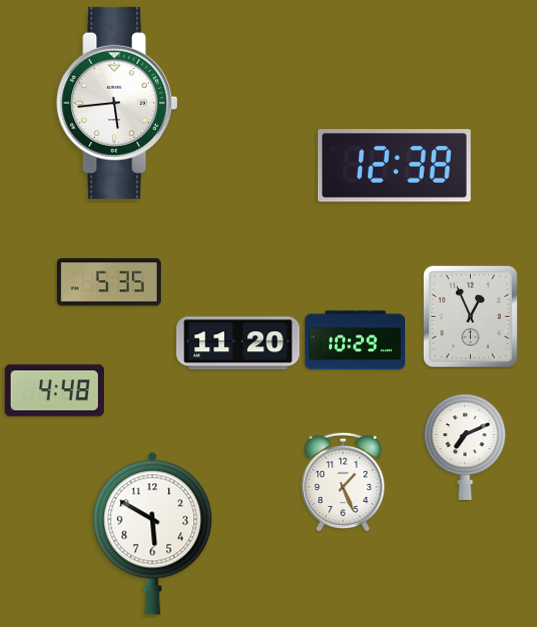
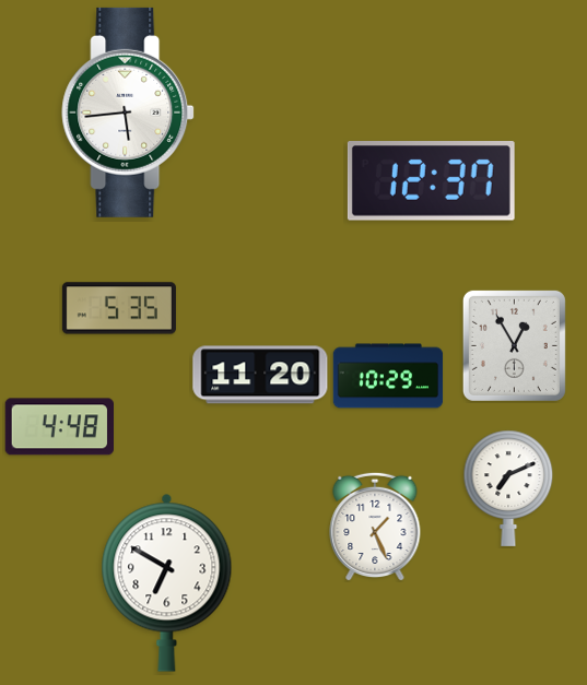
clock at (394, 166): 12:38 -> 12:37
clock at (470, 316): 12:56 -> 12:55
clock at (355, 340) position: (355, 340) -> (388, 376)
clock at (153, 533): 5:50 -> 6:50
